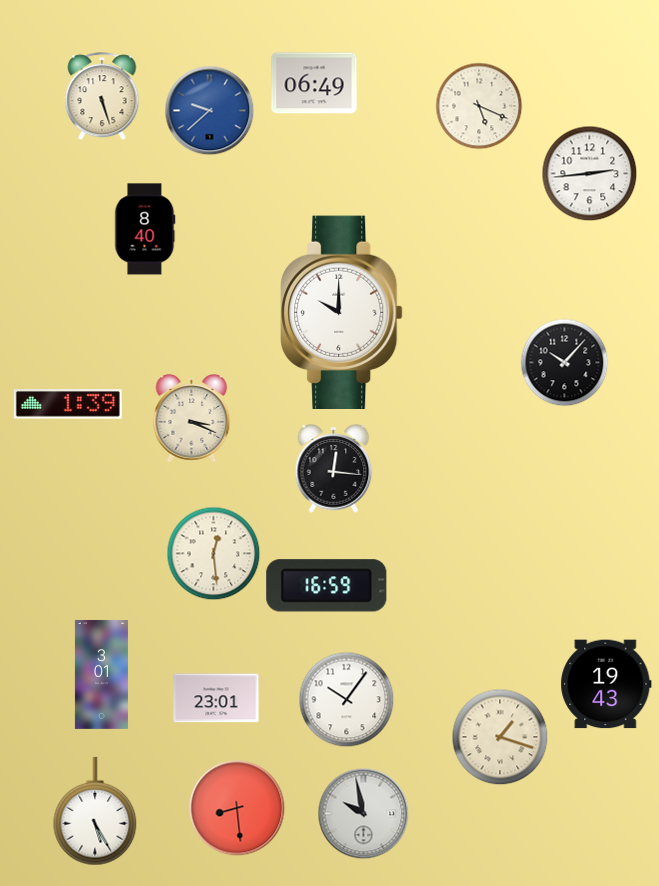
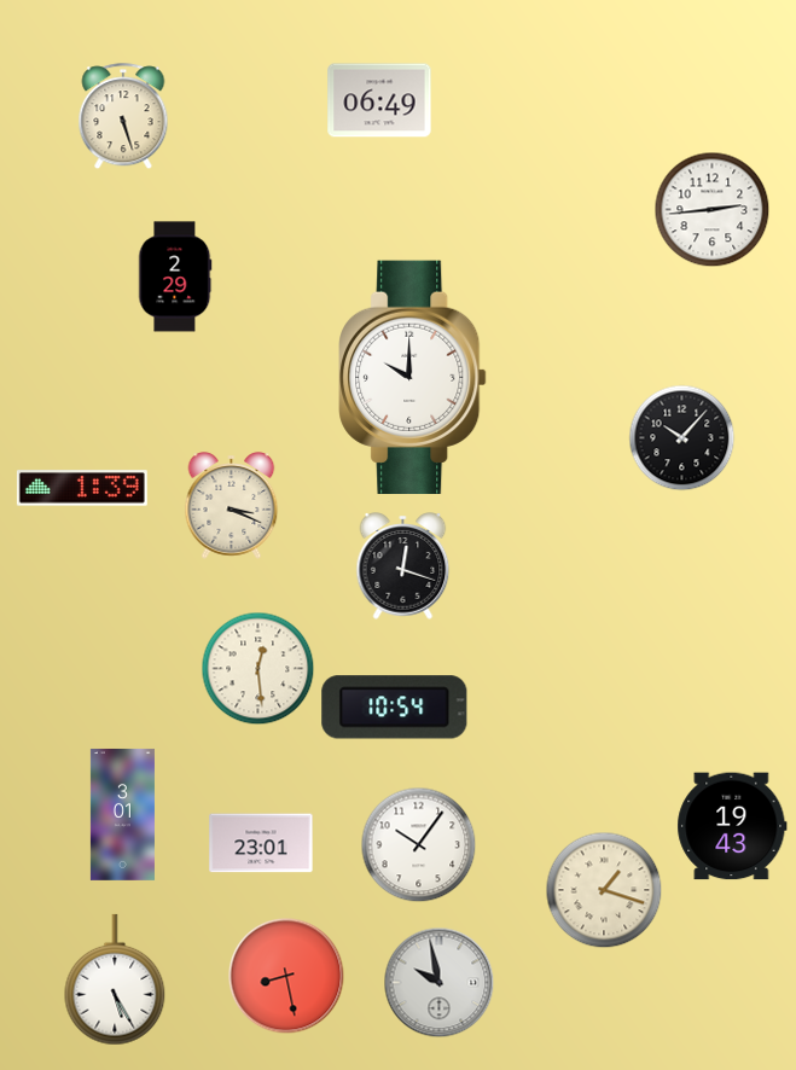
clock at (479, 106): 5:19 -> none
clock at (210, 111): 9:38 -> none
clock at (145, 229): 8:40 -> 2:29
clock at (334, 469): 12:16 -> 12:18
clock at (327, 586): 16:59 -> 10:54
clock at (237, 808): 8:29 -> 8:28
